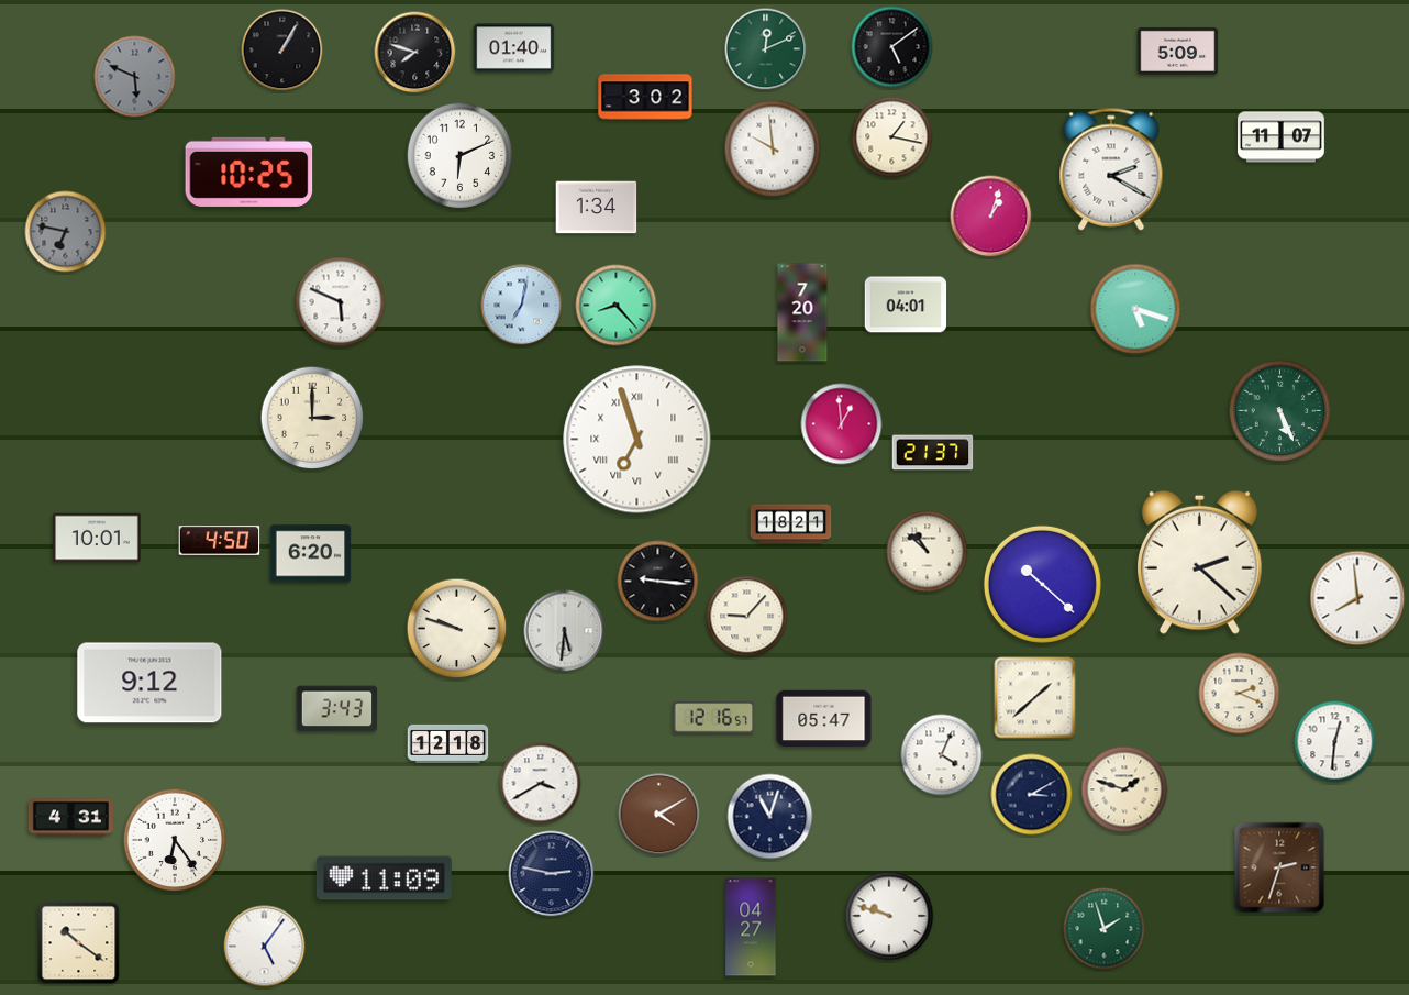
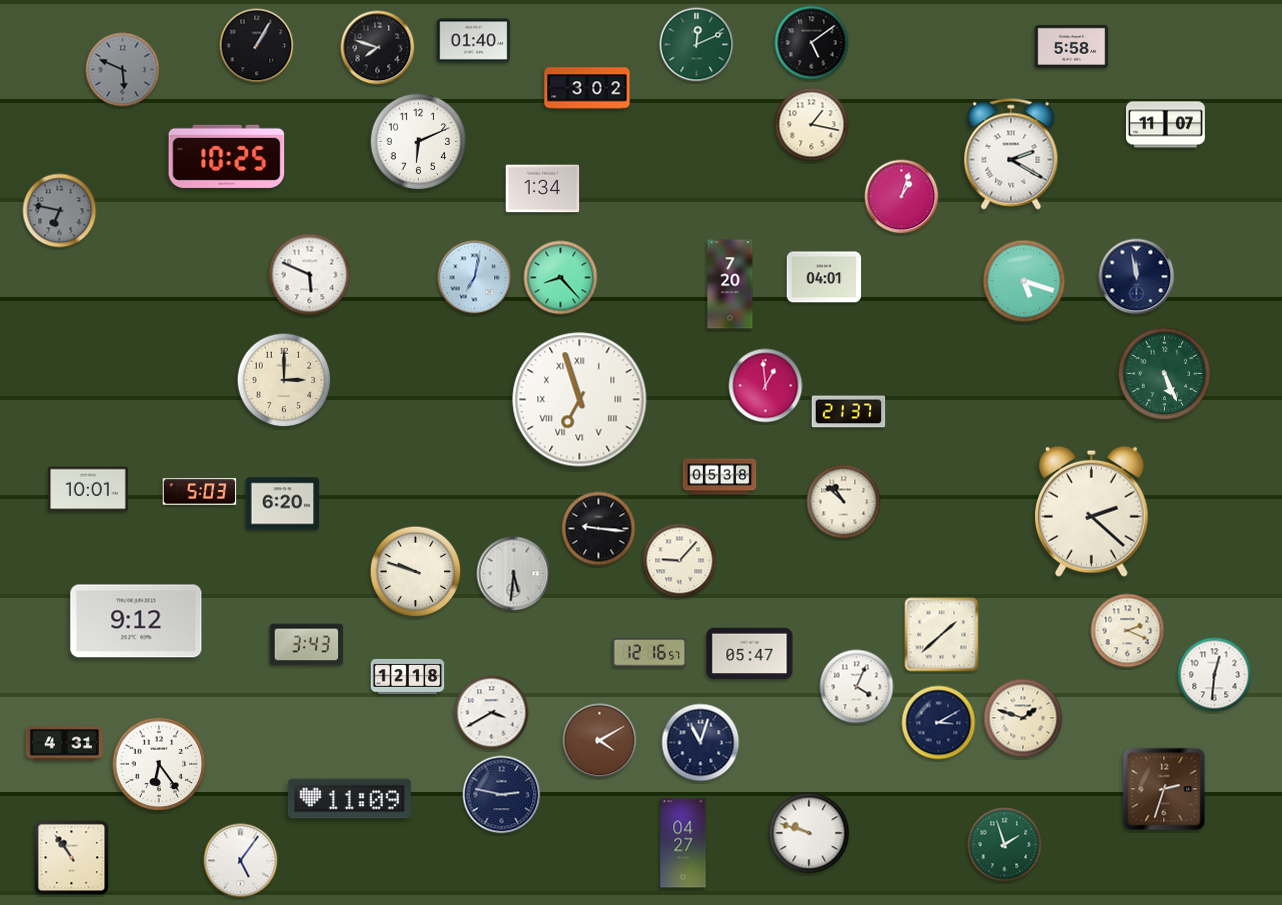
clock at (514, 48) position: (514, 48) -> (474, 41)
clock at (1178, 51): 5:09 -> 5:58
clock at (773, 148): 9:59 -> none
clock at (1137, 277): none -> 11:58
clock at (1135, 309) position: (1135, 309) -> (1024, 281)
clock at (791, 524): 18:21 -> 05:38
clock at (220, 541): 4:50 -> 5:03
clock at (1042, 584): 10:22 -> none
clock at (1357, 598): 7:59 -> none
clock at (79, 943): 10:21 -> 10:54
